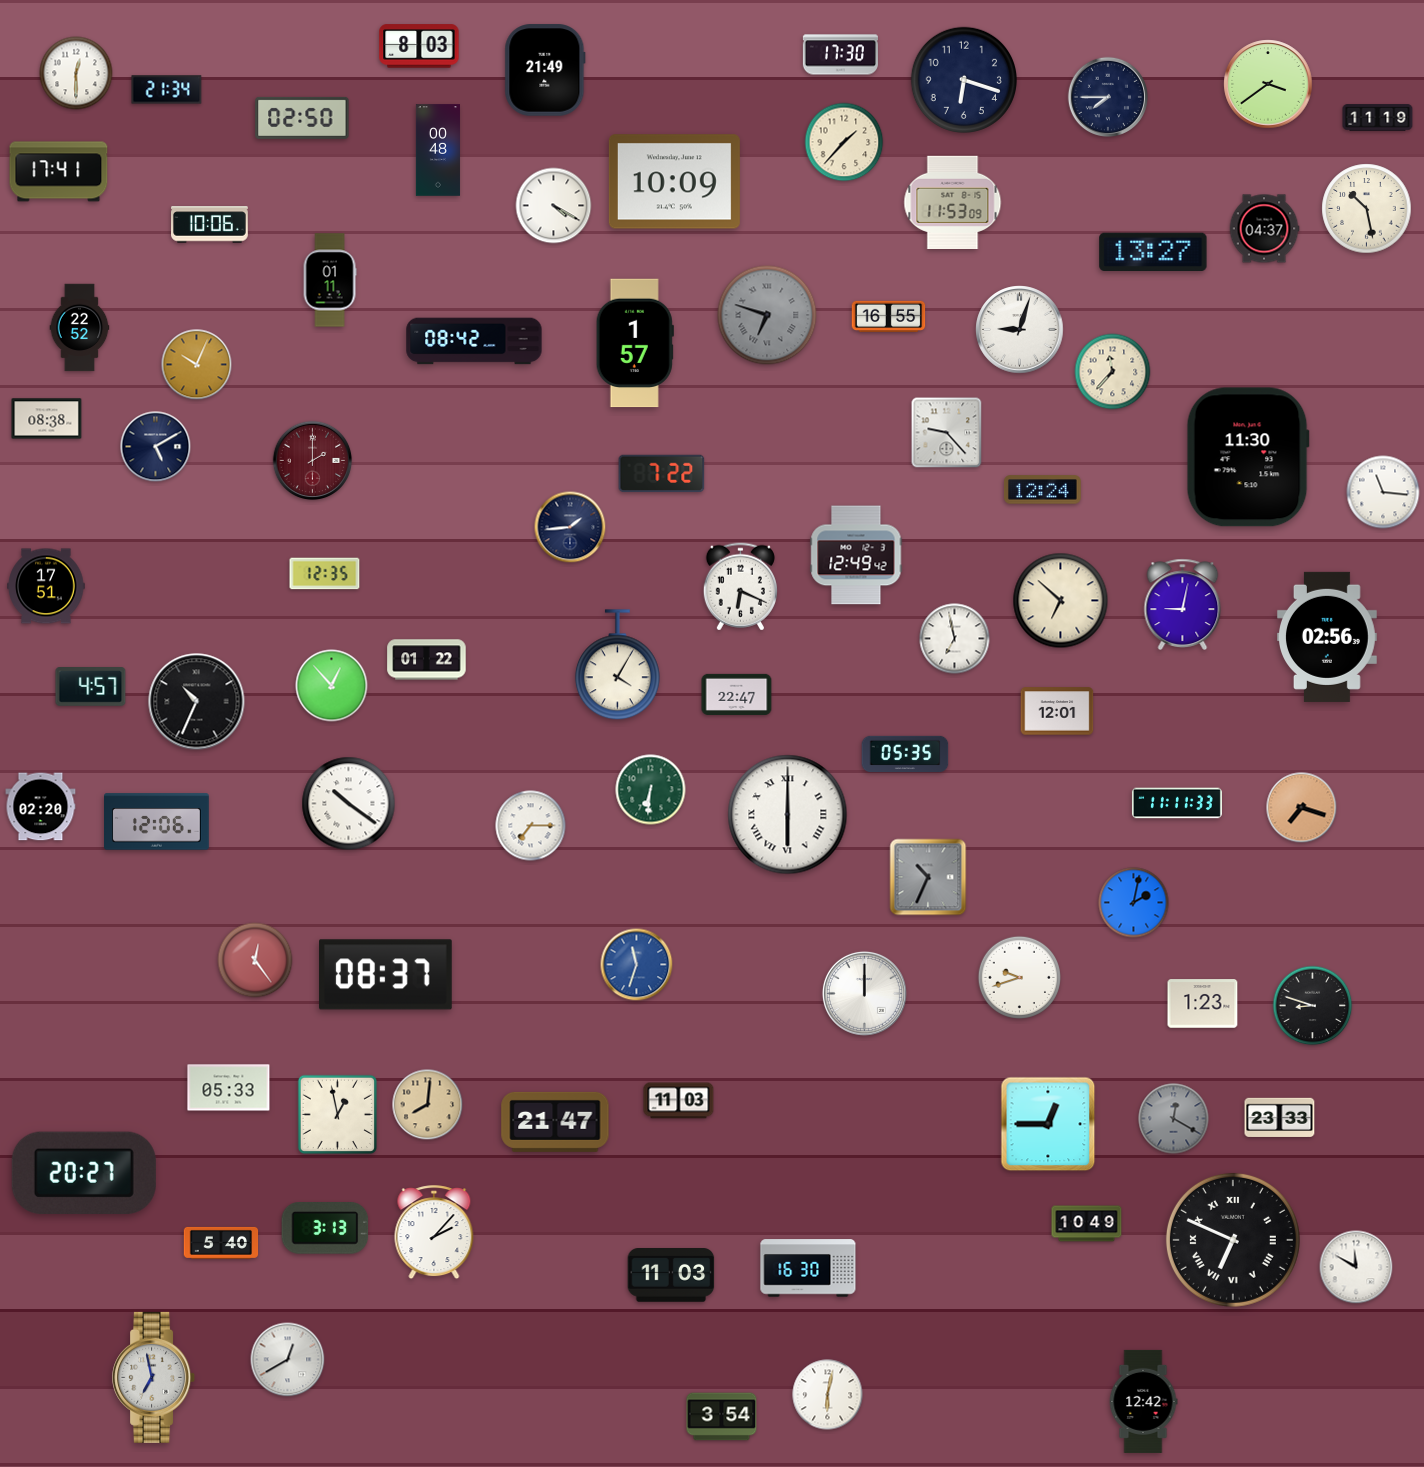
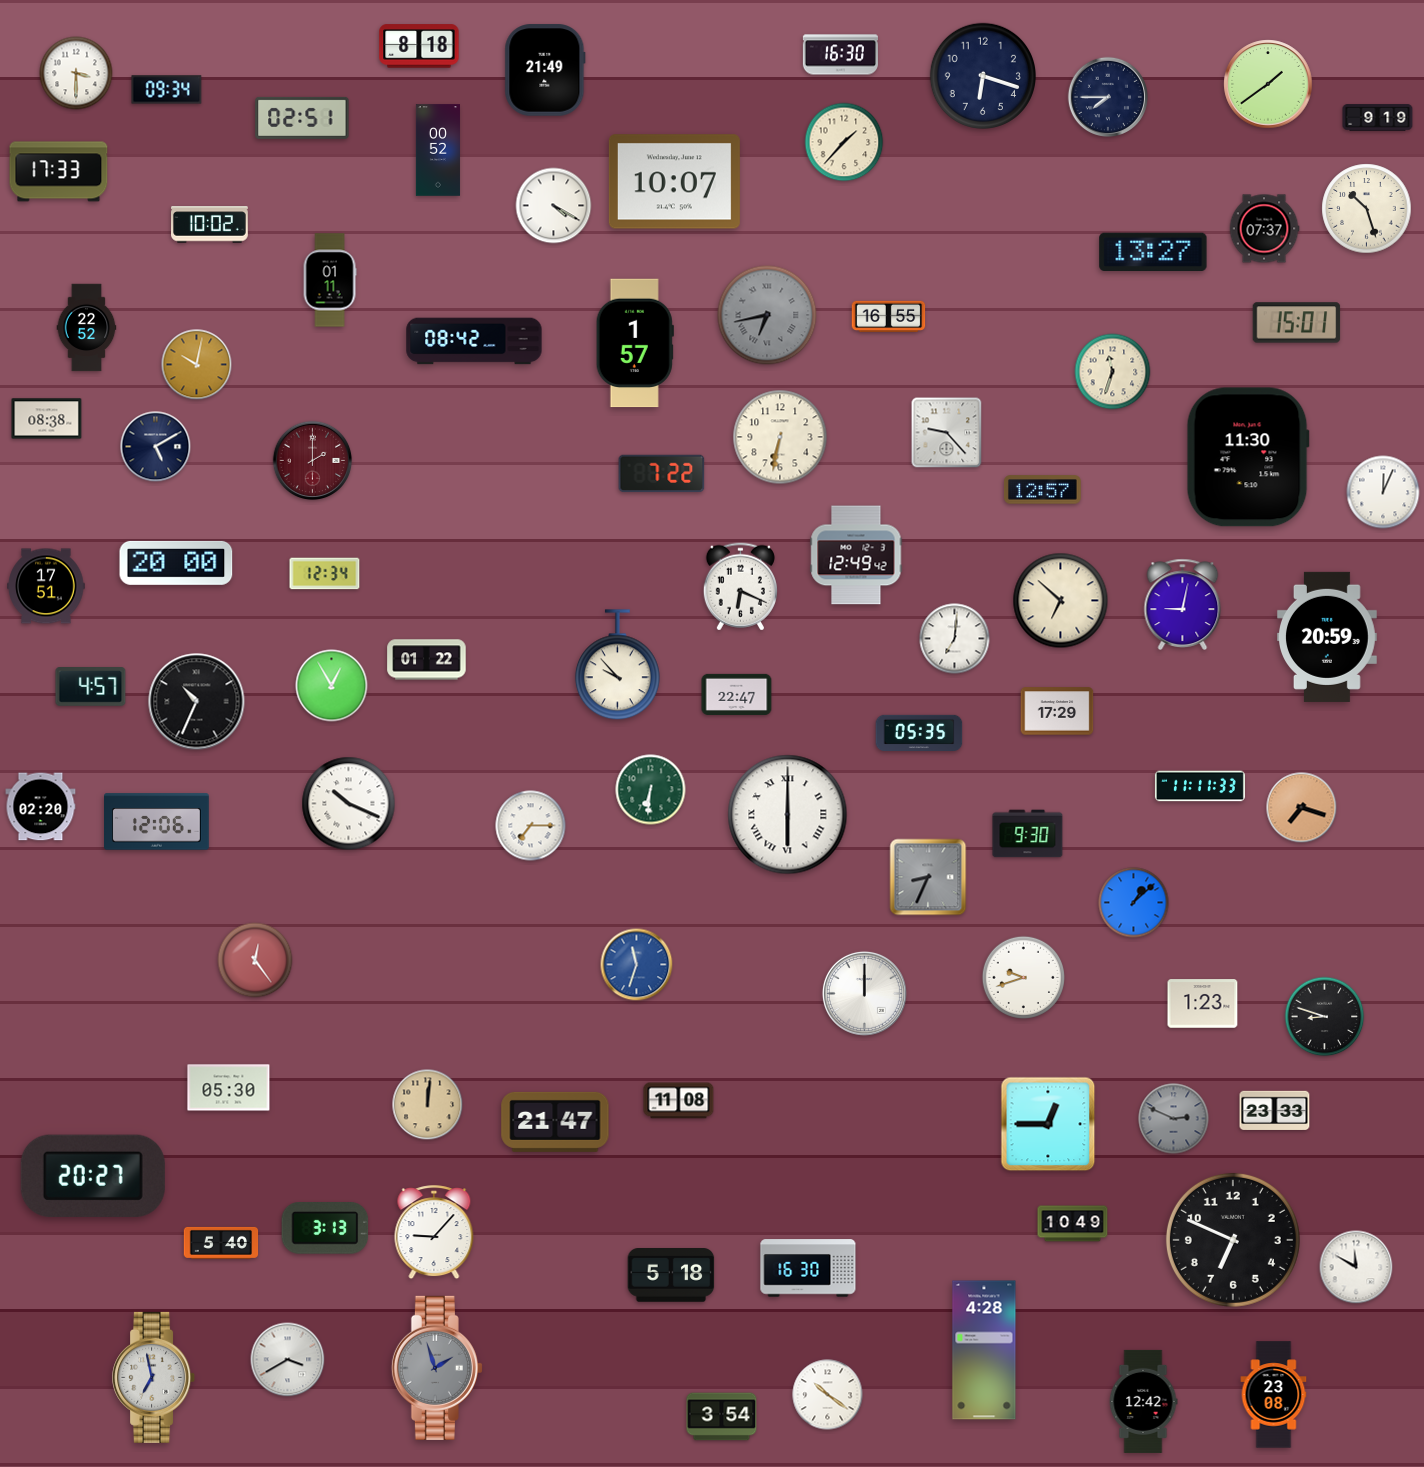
clock at (419, 46): 8:03 -> 8:18
clock at (840, 55): 17:30 -> 16:30
clock at (76, 73): 12:30 -> 3:30
clock at (963, 79) position: (963, 79) -> (982, 75)
clock at (1268, 84): 3:39 -> 1:39
clock at (167, 90): 21:34 -> 09:34
clock at (302, 118): 02:50 -> 02:51
clock at (1378, 118): 11:19 -> 9:19
clock at (438, 150): 00:48 -> 00:52
clock at (59, 172): 17:41 -> 17:33
clock at (674, 182): 10:09 -> 10:07
clock at (953, 202): 11:53 -> none
clock at (1367, 209): 10:28 -> 10:27
clock at (210, 225): 10:06 -> 10:02
clock at (1264, 229): 04:37 -> 07:37
clock at (767, 315): 6:48 -> 6:43
clock at (1297, 323): none -> 15:01
clock at (80, 328) position: (80, 328) -> (87, 328)
clock at (1020, 330): 9:03 -> none
clock at (197, 365): 10:04 -> 10:02
clock at (1113, 372): 11:37 -> 11:33
clock at (780, 437): none -> 6:32
clock at (1042, 490): 12:24 -> 12:57
clock at (1383, 492): 11:16 -> 12:04
clock at (570, 527): 1:44 -> none
clock at (176, 563): none -> 20:00
clock at (325, 574): 12:35 -> 12:34
clock at (1328, 637): 02:56 -> 20:59
clock at (955, 639): 6:58 -> 7:01
clock at (617, 665): 4:05 -> 9:53
clock at (332, 686): 12:53 -> 12:55
clock at (1057, 711): 12:01 -> 17:29
clock at (905, 753) position: (905, 753) -> (919, 732)
clock at (1177, 803) position: (1177, 803) -> (1200, 786)
clock at (349, 804): 10:21 -> 10:19
clock at (1028, 834): none -> 9:30
clock at (928, 877): 10:34 -> 8:34
clock at (1134, 903): 2:02 -> 1:08
clock at (386, 975): 08:37 -> none
clock at (1019, 977) position: (1019, 977) -> (1023, 977)
clock at (1313, 1006) position: (1313, 1006) -> (1325, 1017)
clock at (229, 1088): 05:33 -> 05:30
clock at (679, 1101): 11:03 -> 11:08
clock at (428, 1105): 8:01 -> 12:01
clock at (338, 1115): 12:58 -> none
clock at (1280, 1117) position: (1280, 1117) -> (1275, 1110)
clock at (1174, 1119): 12:20 -> 2:49
clock at (84, 1173) position: (84, 1173) -> (93, 1176)
clock at (1087, 1224) position: (1087, 1224) -> (1073, 1224)
clock at (434, 1233): 2:07 -> 9:07
clock at (1233, 1240) numerals: Roman -> Arabic
clock at (671, 1275): 11:03 -> 5:18
clock at (984, 1350): none -> 4:28
clock at (288, 1360): 12:40 -> 3:40
clock at (437, 1368): none -> 1:57
clock at (828, 1395): 6:02 -> 10:21
clock at (1274, 1395): none -> 23:08
